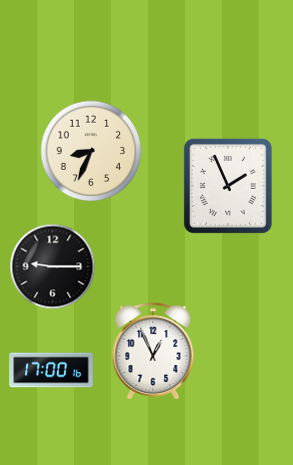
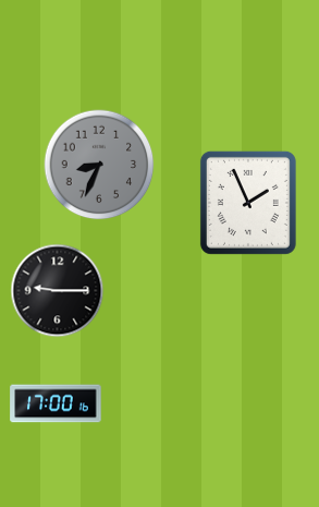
clock at (91, 151) dial: cream -> grey
clock at (153, 351): 12:56 -> none
